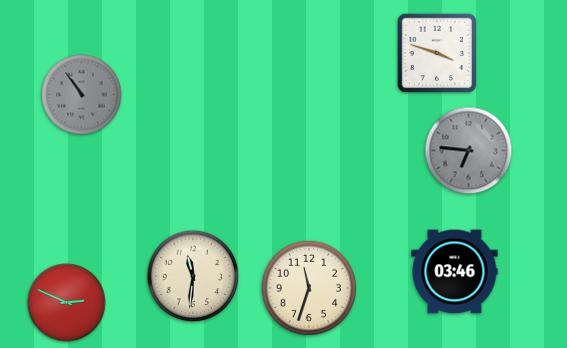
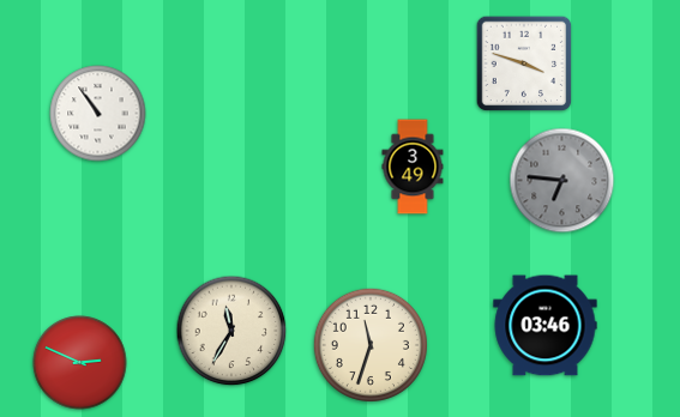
clock at (82, 95) dial: grey -> white
clock at (413, 167): none -> 3:49
clock at (193, 276): 11:31 -> 11:35
